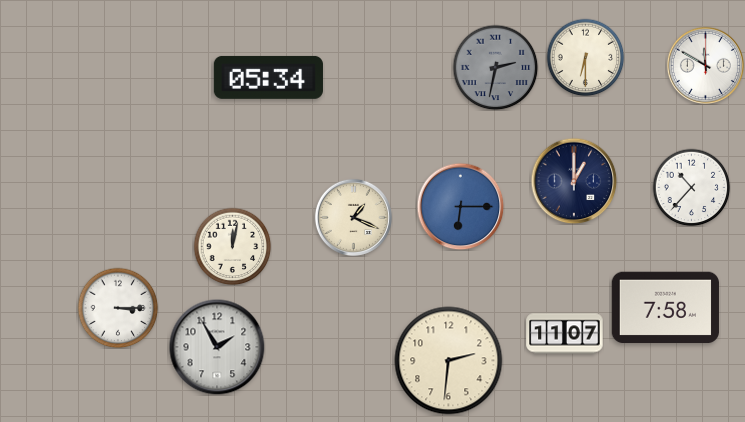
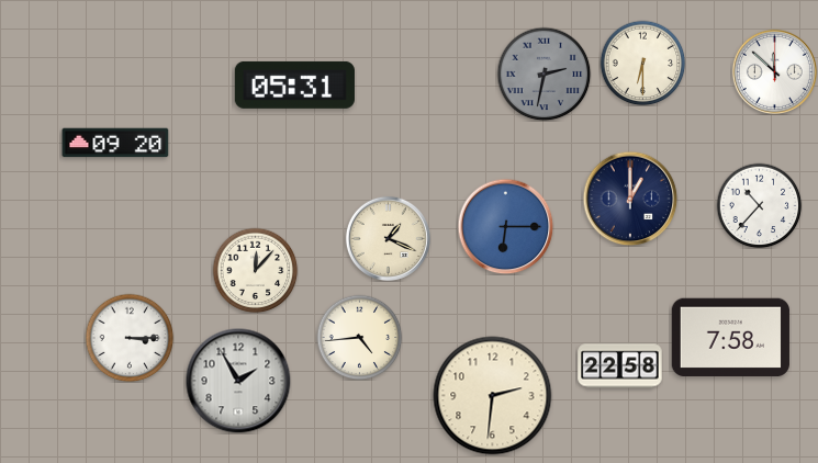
clock at (705, 65): 11:50 -> 11:52
clock at (268, 77): 05:34 -> 05:31
clock at (115, 143): none -> 09:20
clock at (232, 246): 12:02 -> 12:07
clock at (359, 337): none -> 4:44
clock at (565, 334): 11:07 -> 22:58
